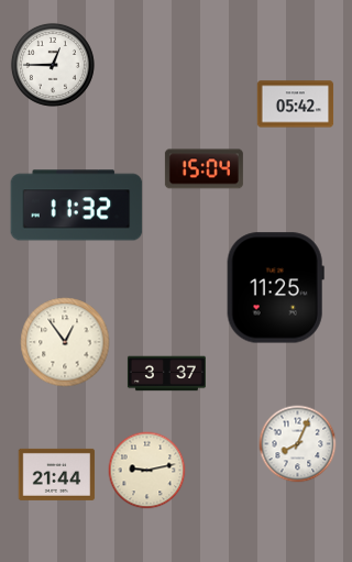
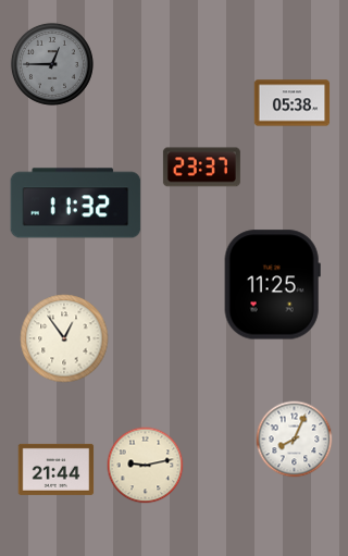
clock at (53, 65) dial: white -> grey
clock at (296, 104): 05:42 -> 05:38
clock at (204, 169): 15:04 -> 23:37
clock at (166, 374): 3:37 -> none
